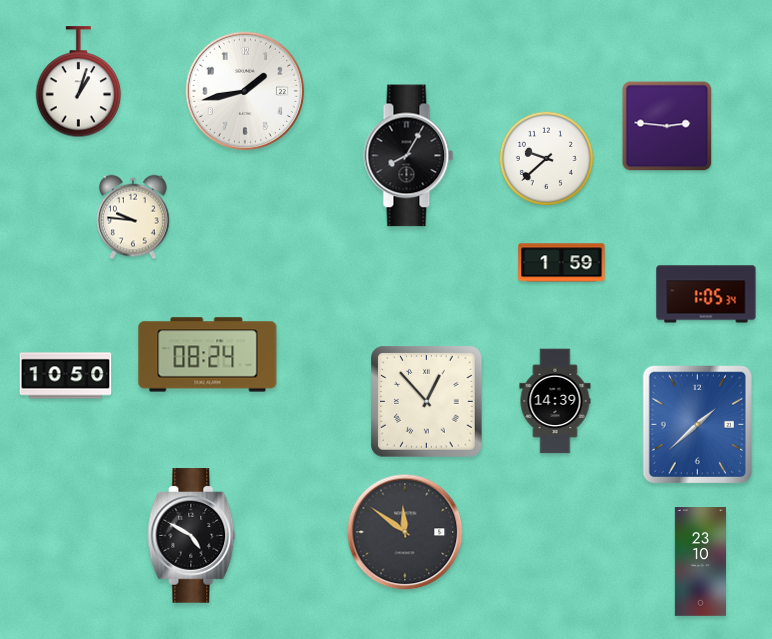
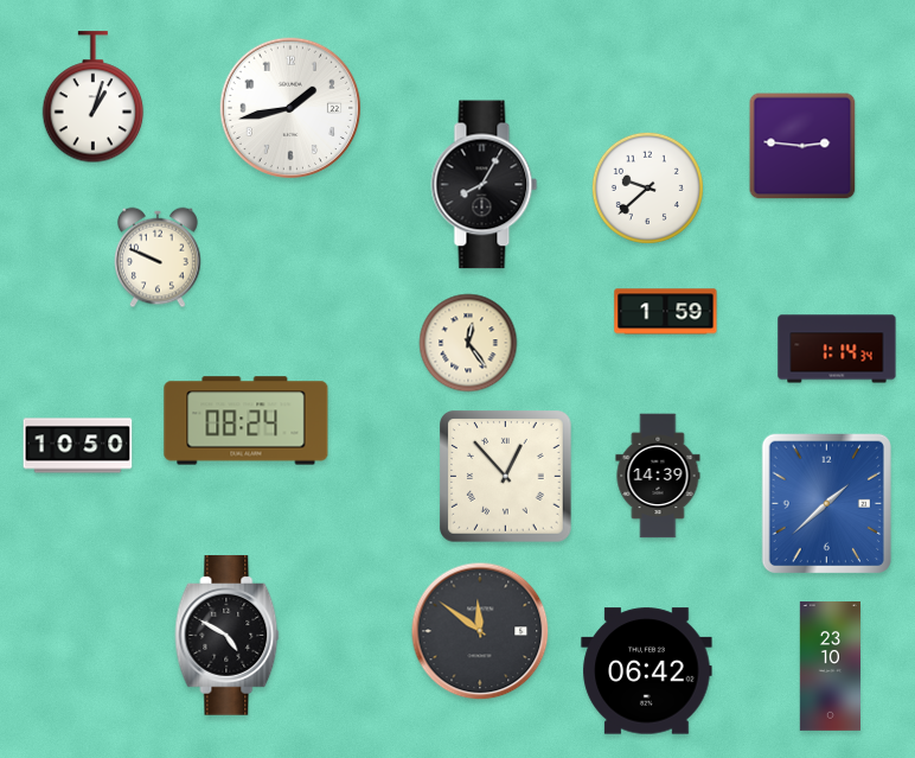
clock at (667, 126) position: (667, 126) -> (802, 146)
clock at (134, 217): 9:46 -> 9:49
clock at (468, 343): none -> 12:24
clock at (706, 294): 1:05 -> 1:14
clock at (647, 671): none -> 06:42
